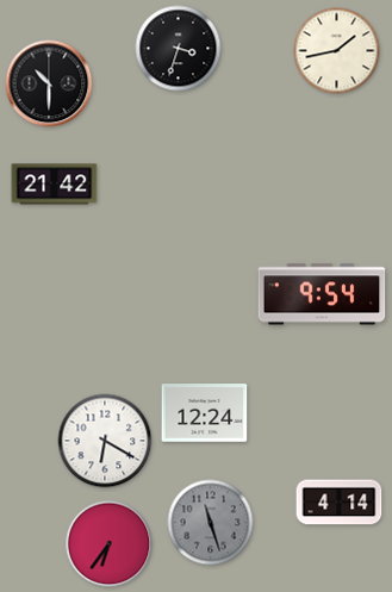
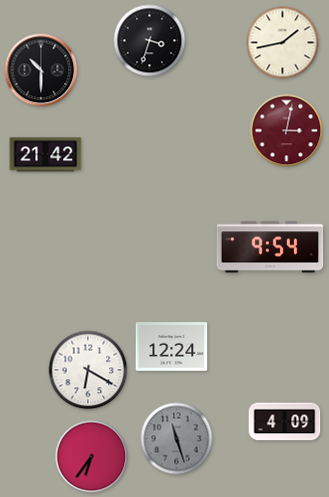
clock at (287, 131): none -> 3:02
clock at (340, 503): 4:14 -> 4:09
